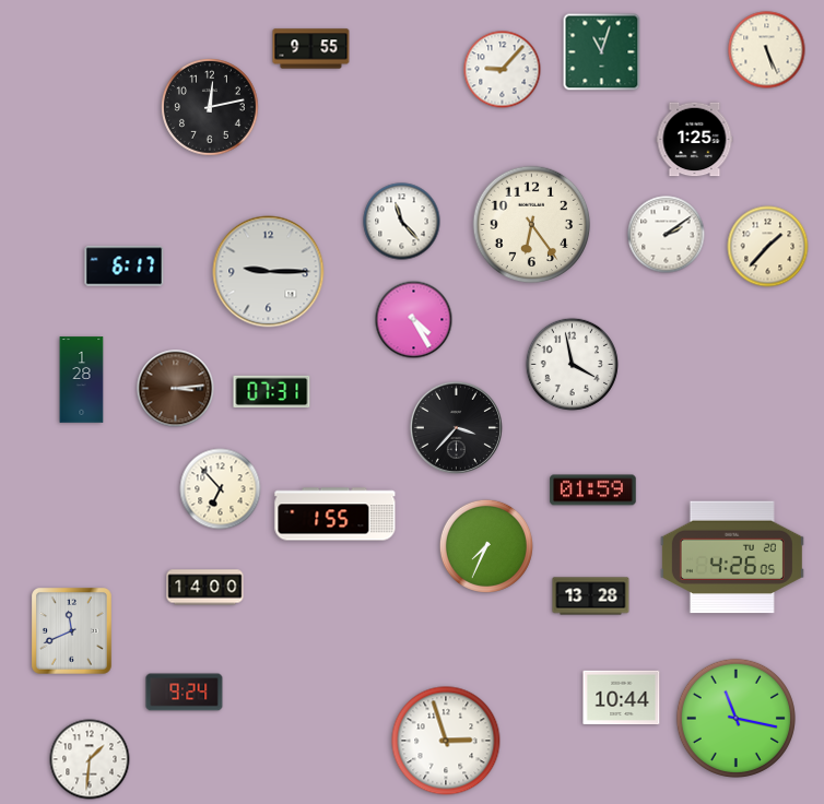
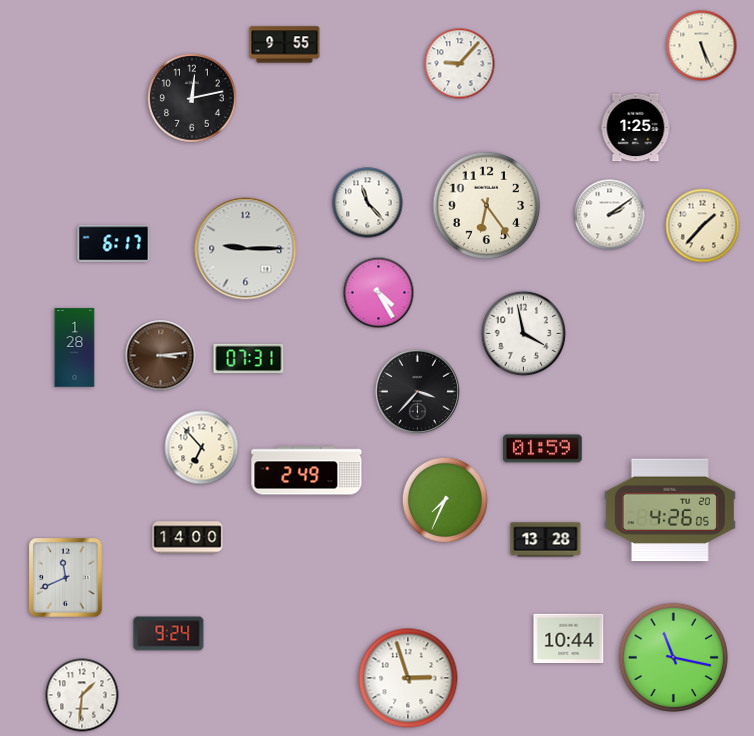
clock at (602, 52): 11:03 -> none
clock at (336, 515): 1:55 -> 2:49
clock at (591, 596) position: (591, 596) -> (546, 540)
